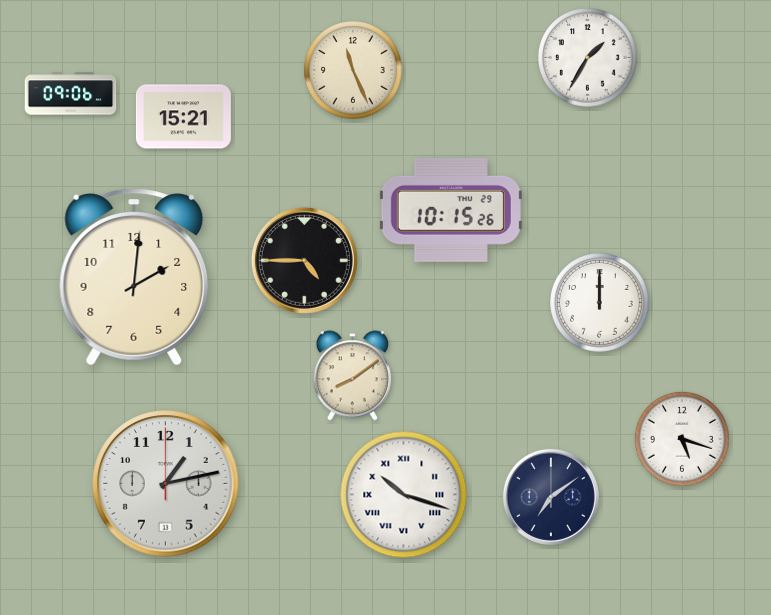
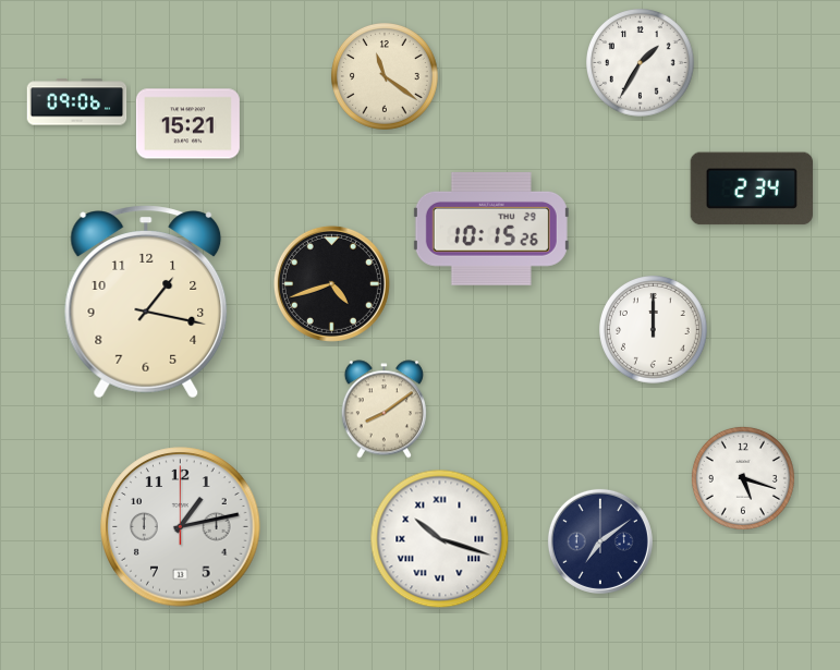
clock at (354, 71): 11:26 -> 11:21
clock at (183, 117) position: (183, 117) -> (187, 124)
clock at (752, 188): none -> 2:34
clock at (304, 260): 4:45 -> 4:42
clock at (134, 277): 2:01 -> 1:17
